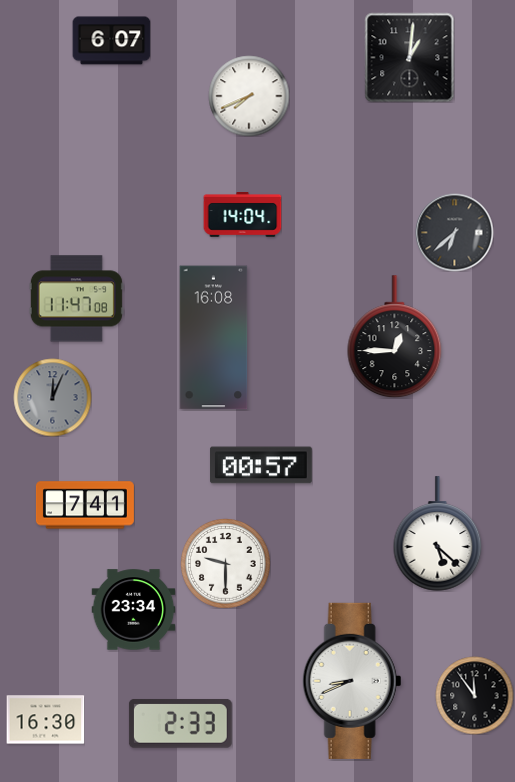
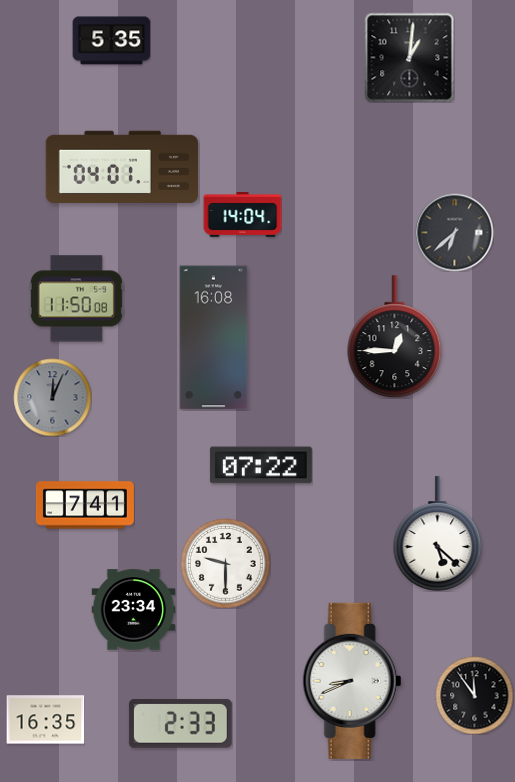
clock at (111, 41): 6:07 -> 5:35
clock at (249, 96): 7:41 -> none
clock at (121, 167): none -> 04:01
clock at (76, 299): 11:47 -> 11:50
clock at (261, 465): 00:57 -> 07:22
clock at (45, 720): 16:30 -> 16:35
